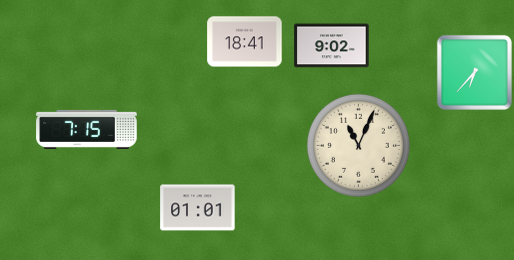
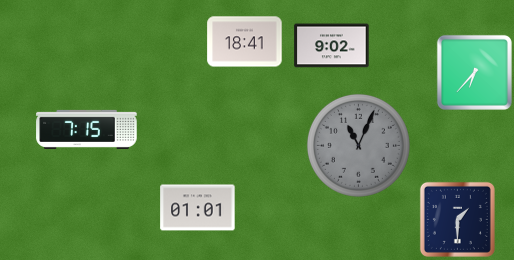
clock at (358, 145) dial: cream -> grey
clock at (457, 219): none -> 1:30
